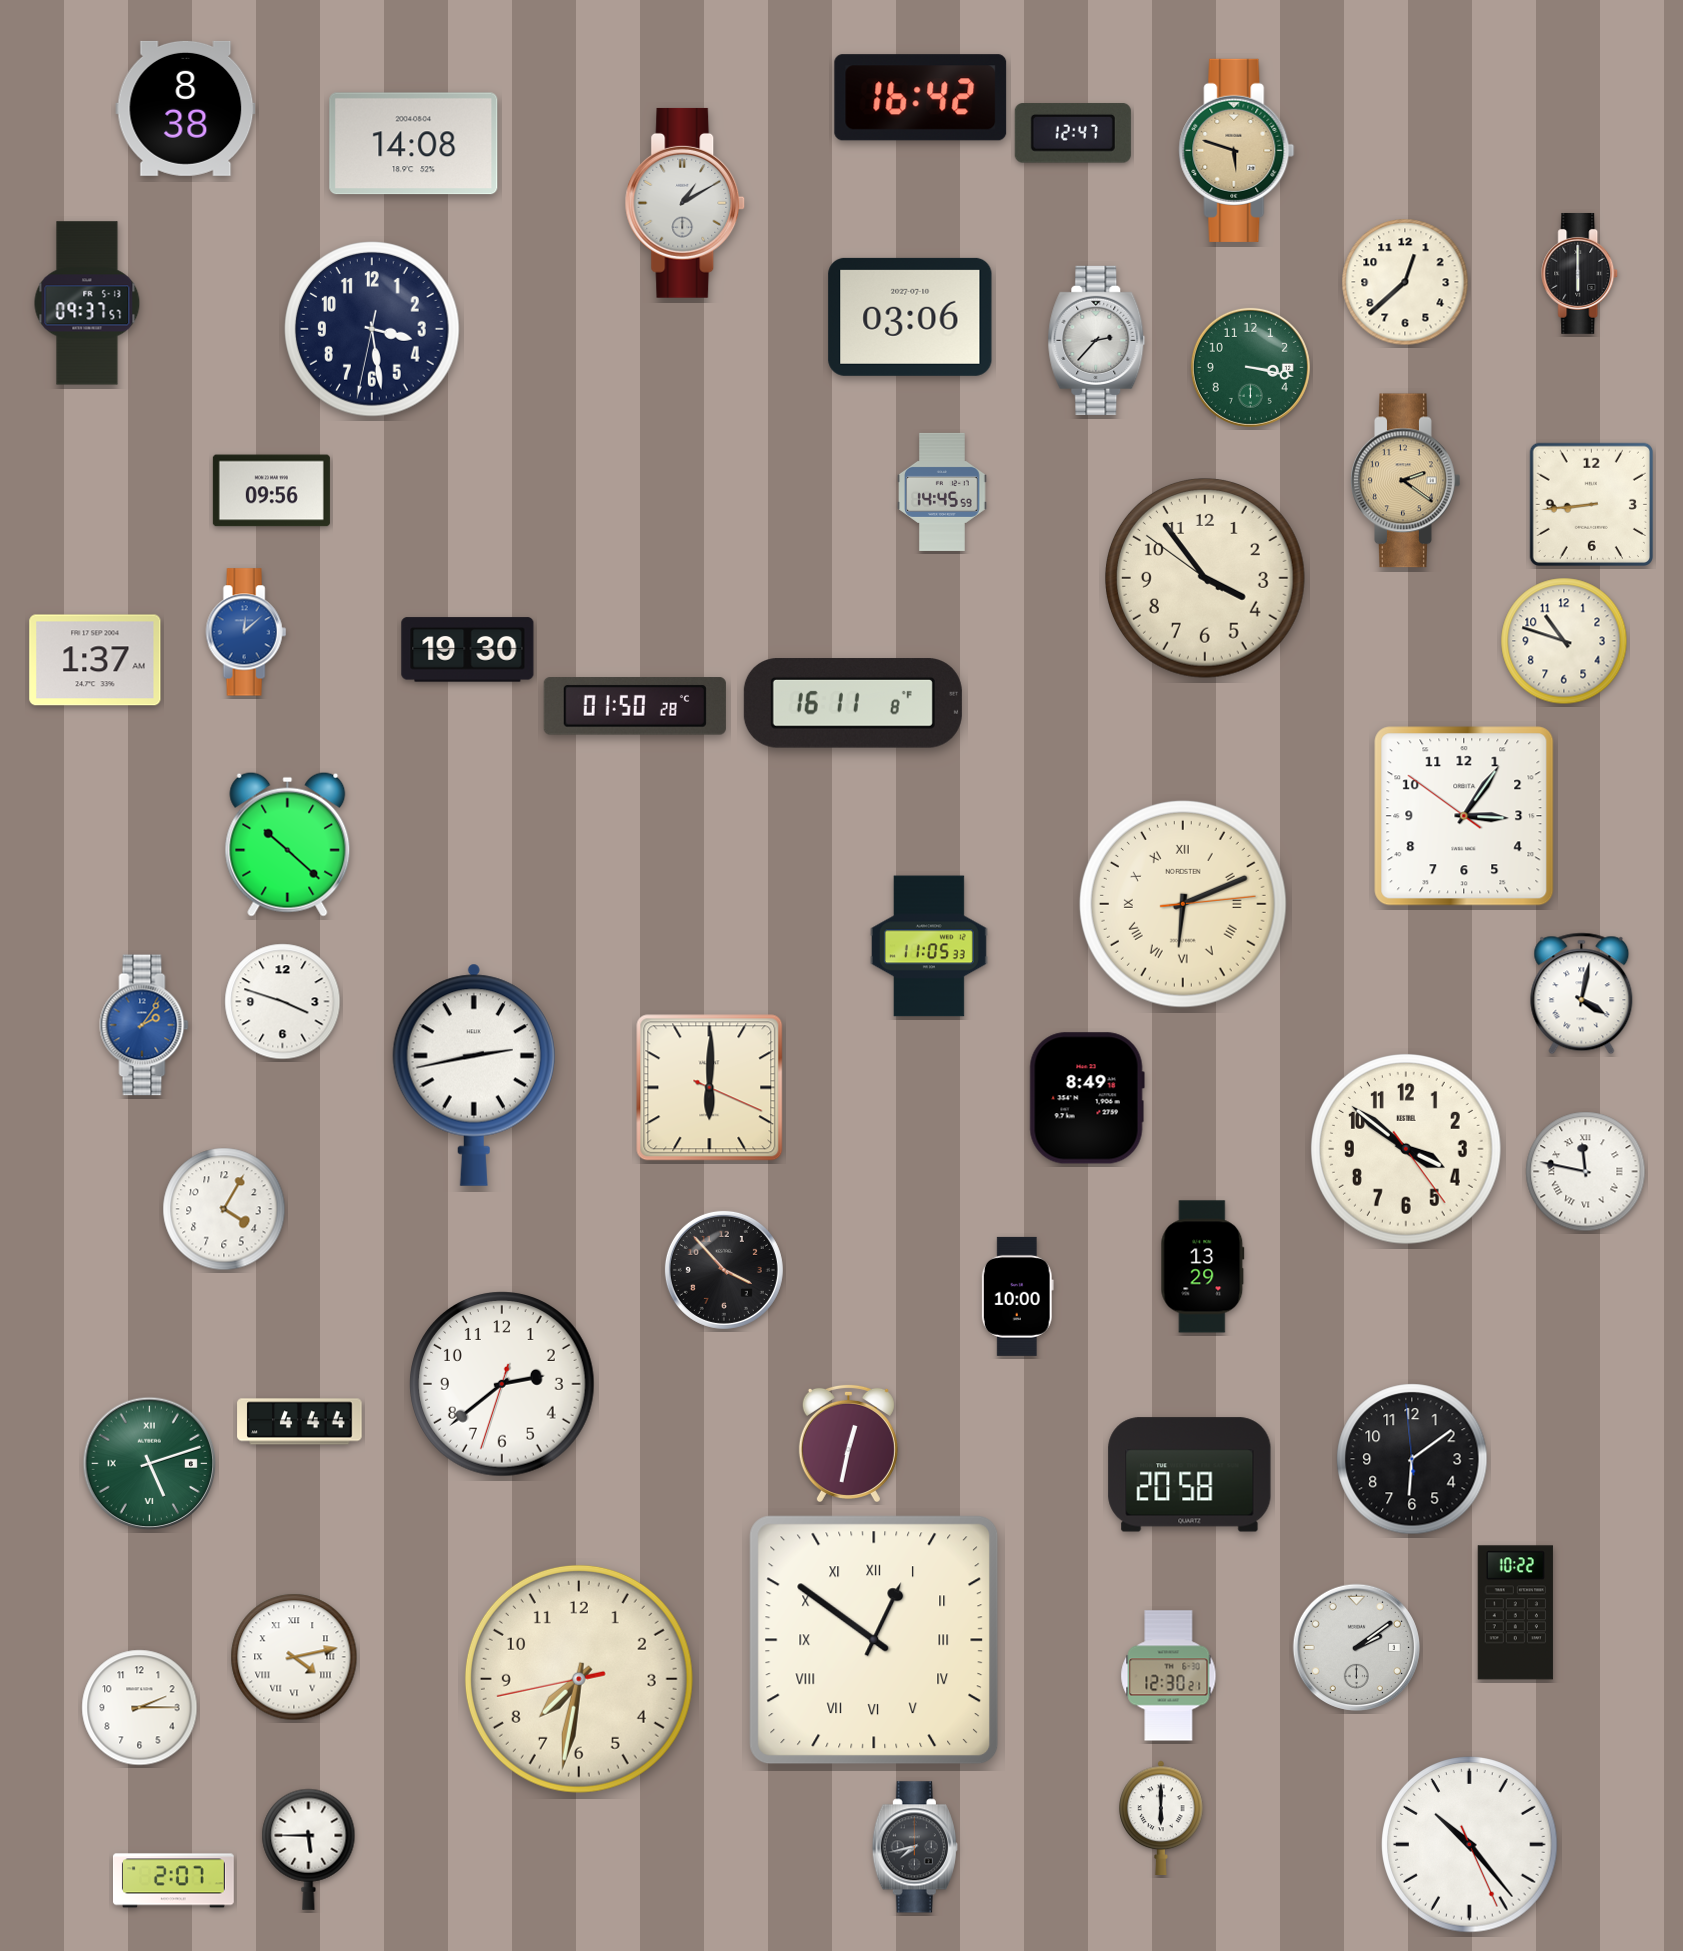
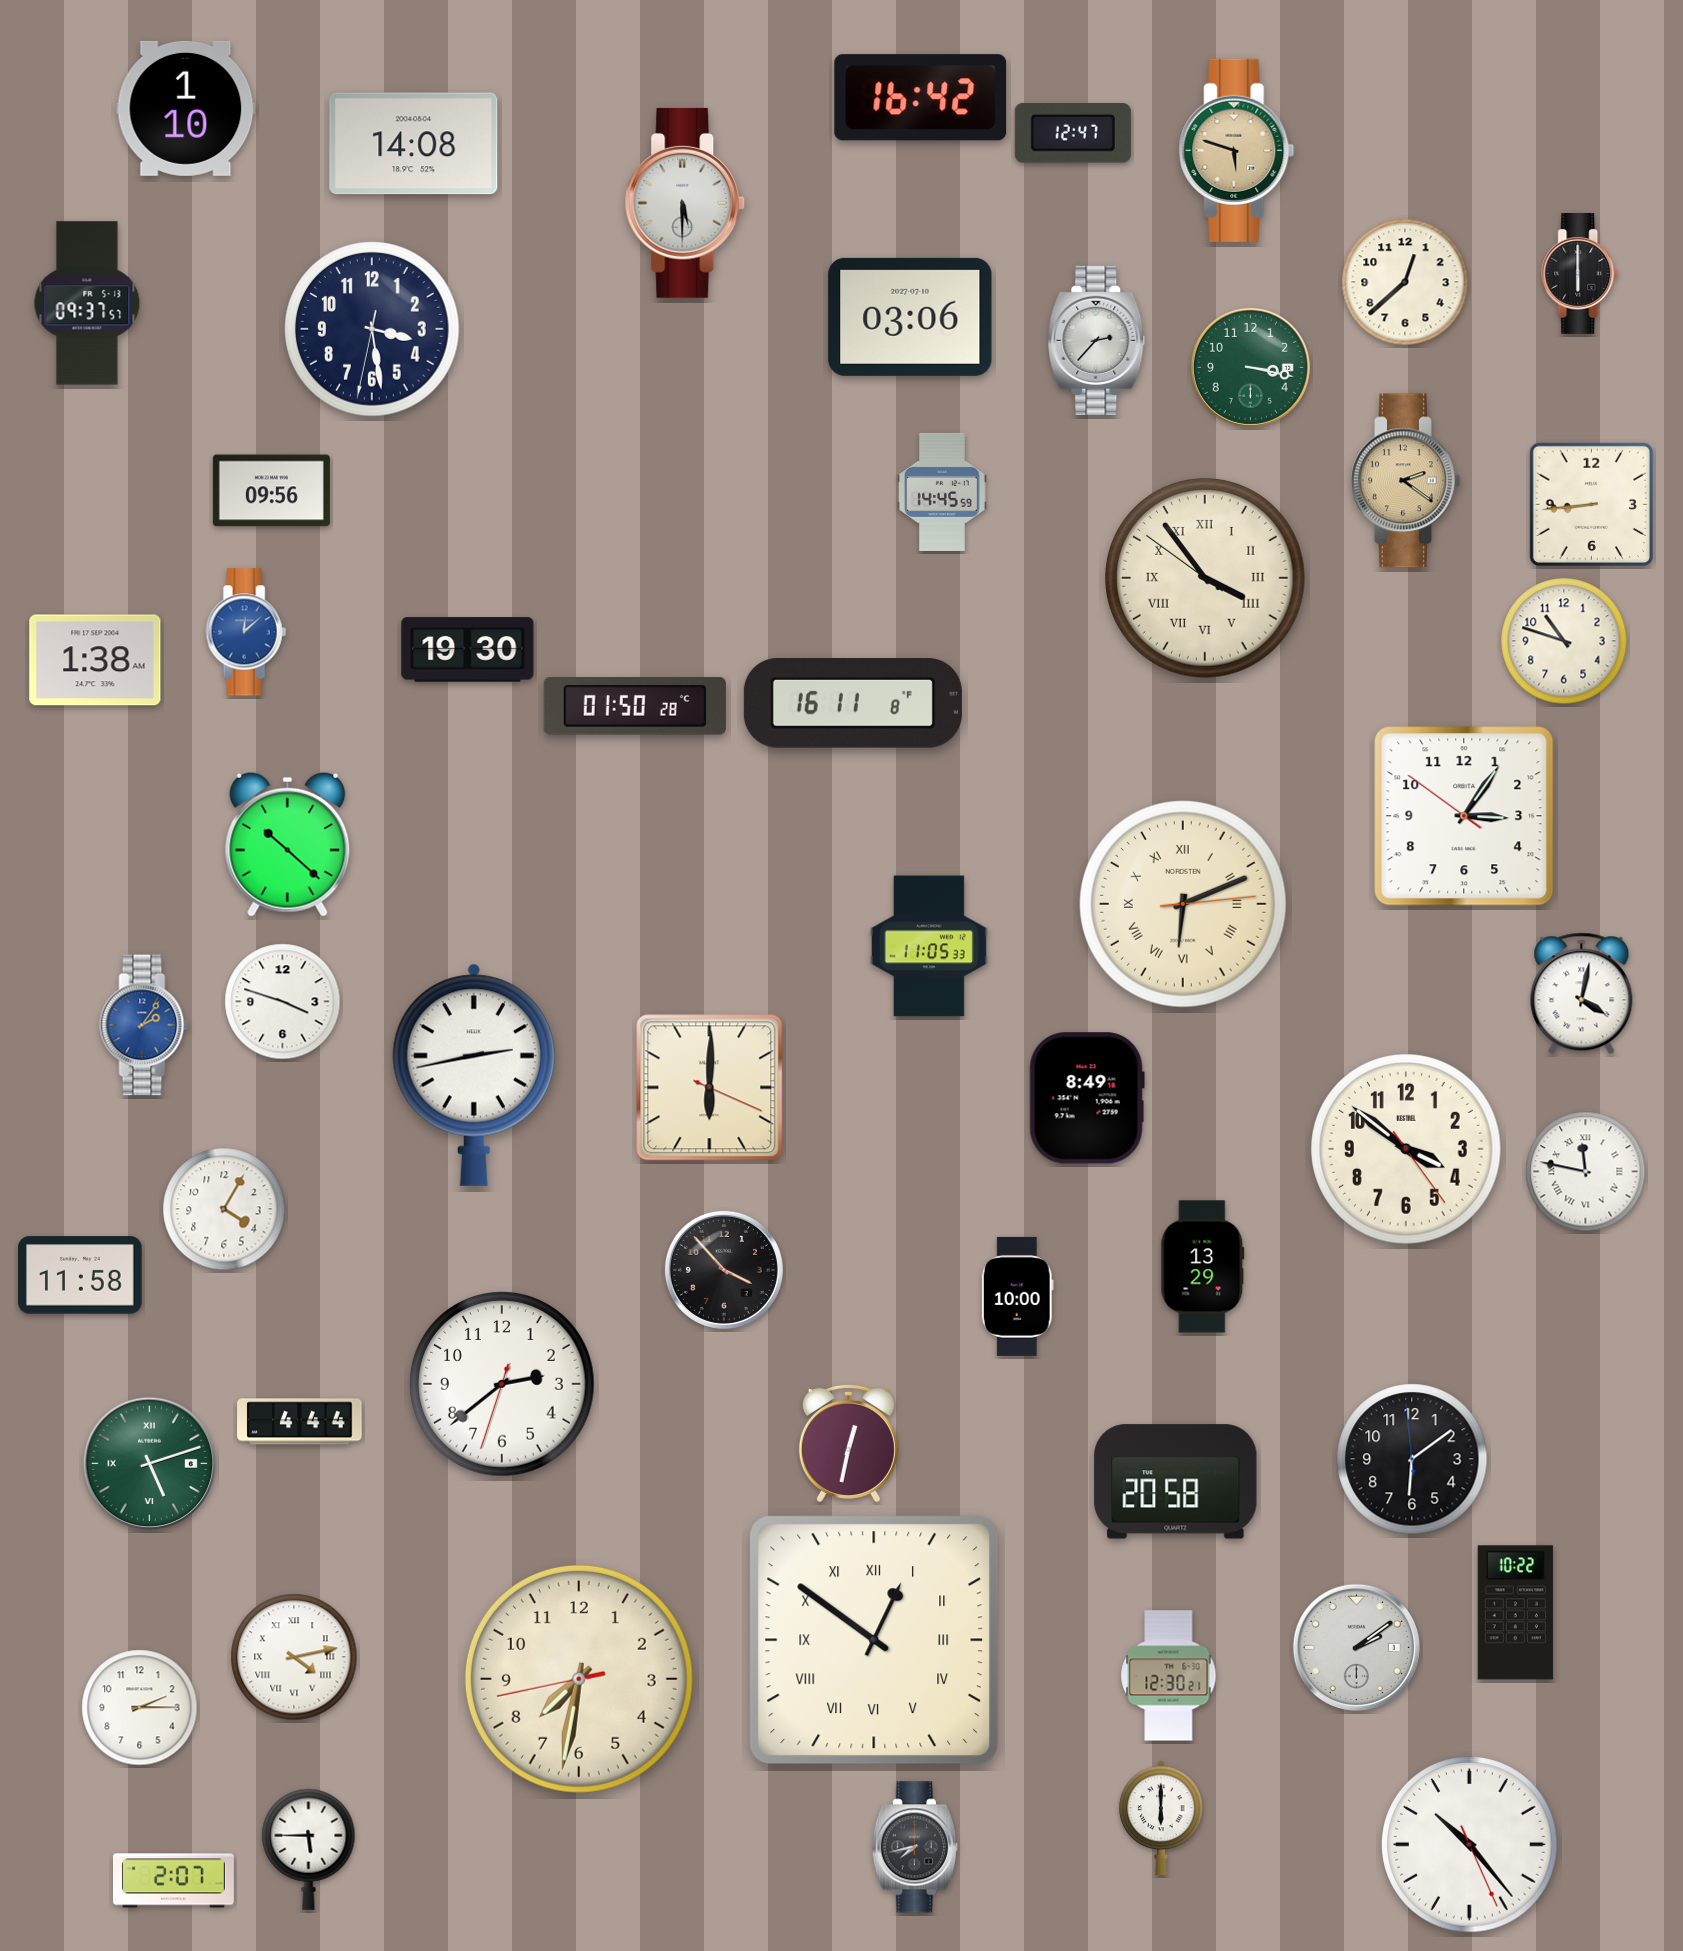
clock at (186, 108): 8:38 -> 1:10
clock at (685, 203): 1:10 -> 5:30
clock at (1206, 579) numerals: Arabic -> Roman
clock at (95, 660): 1:37 -> 1:38
clock at (80, 1275): none -> 11:58
clock at (1190, 1475) position: (1190, 1475) -> (1176, 1482)
